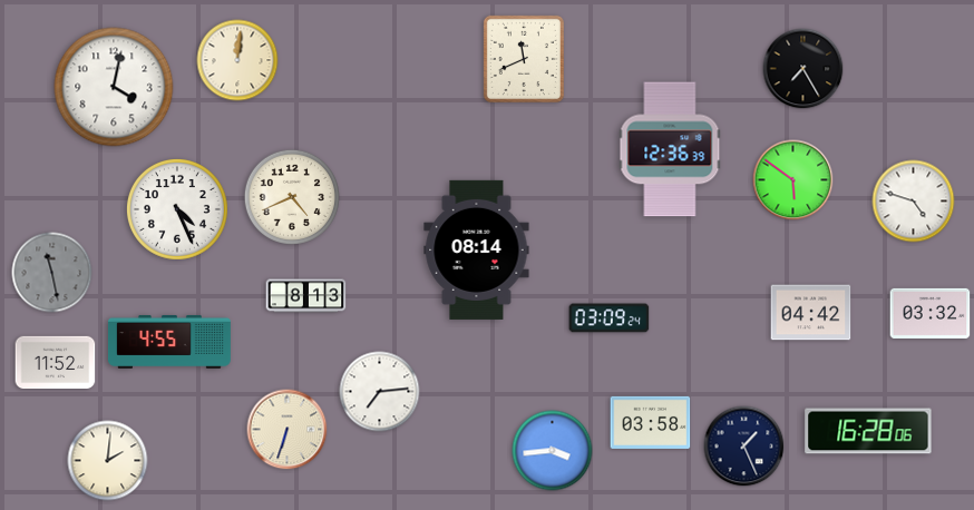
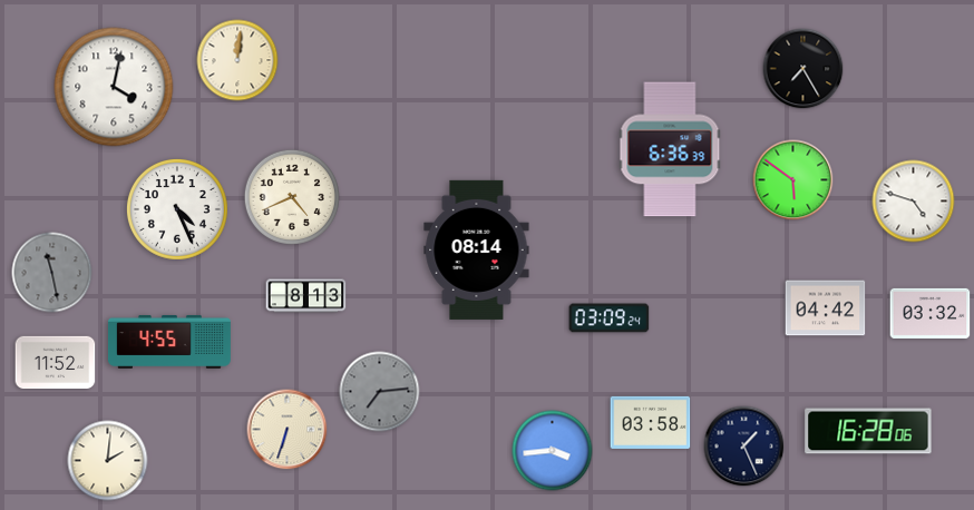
clock at (524, 59): 11:41 -> none
clock at (670, 149): 12:36 -> 6:36
clock at (811, 313) position: (811, 313) -> (826, 308)
clock at (380, 392) dial: white -> grey
